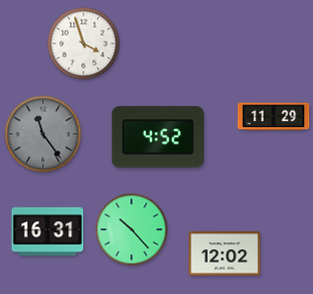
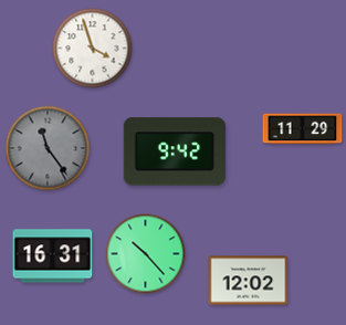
clock at (158, 137): 4:52 -> 9:42
